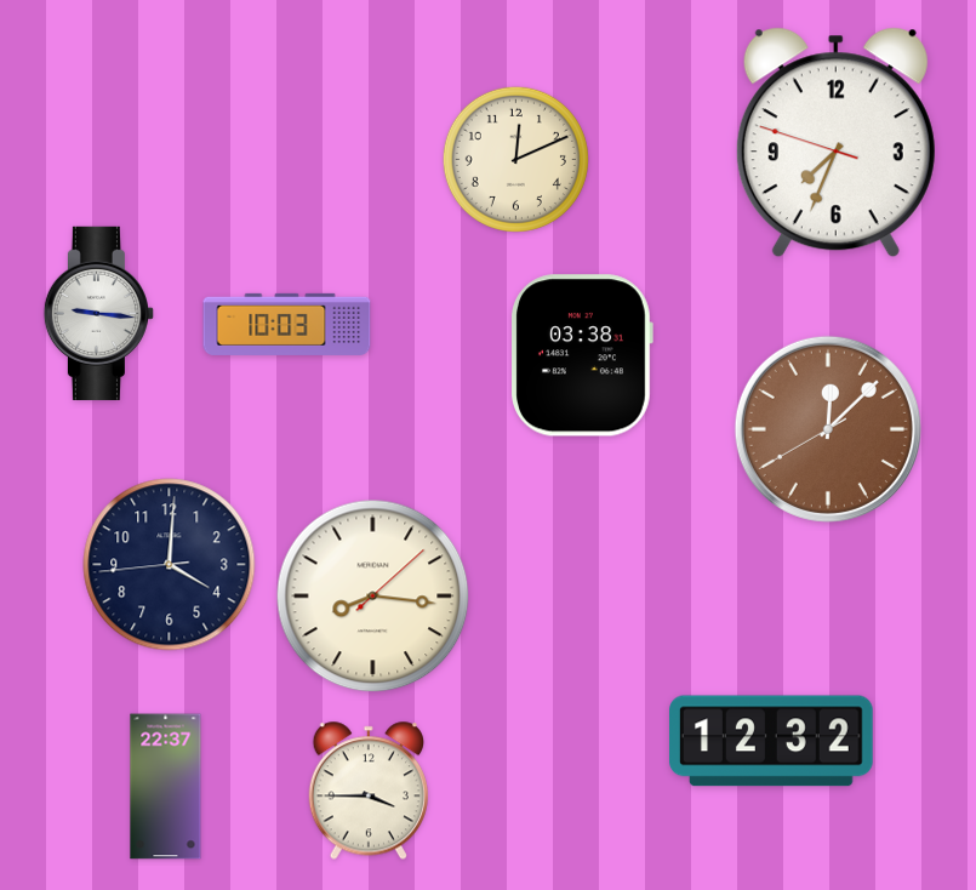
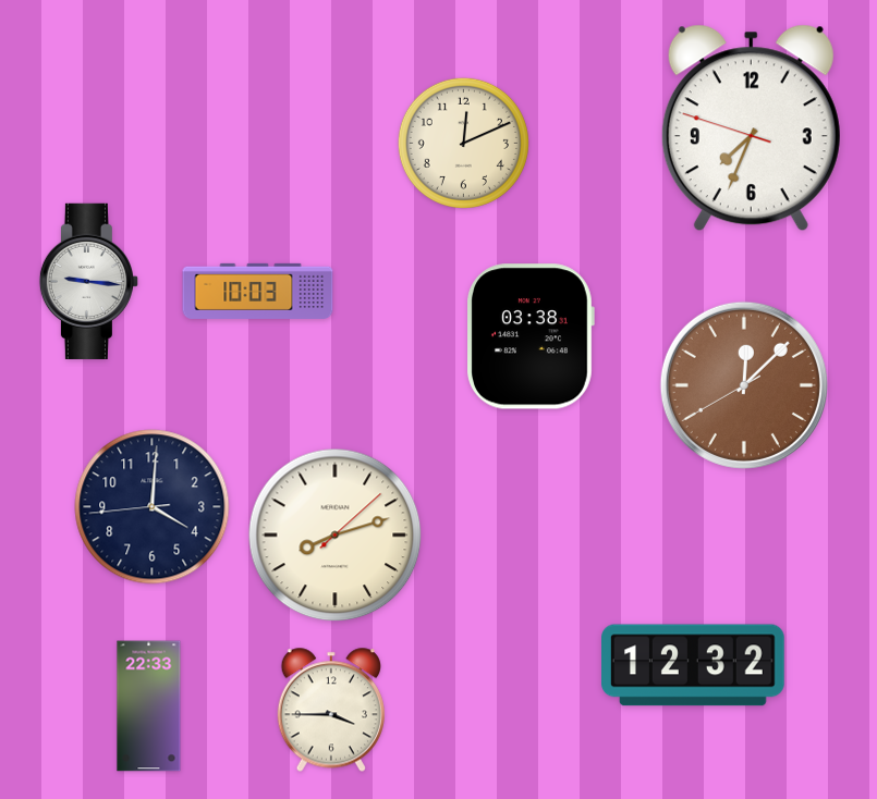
clock at (582, 355) position: (582, 355) -> (531, 336)
clock at (373, 597): 8:16 -> 8:12
clock at (166, 787): 22:37 -> 22:33
